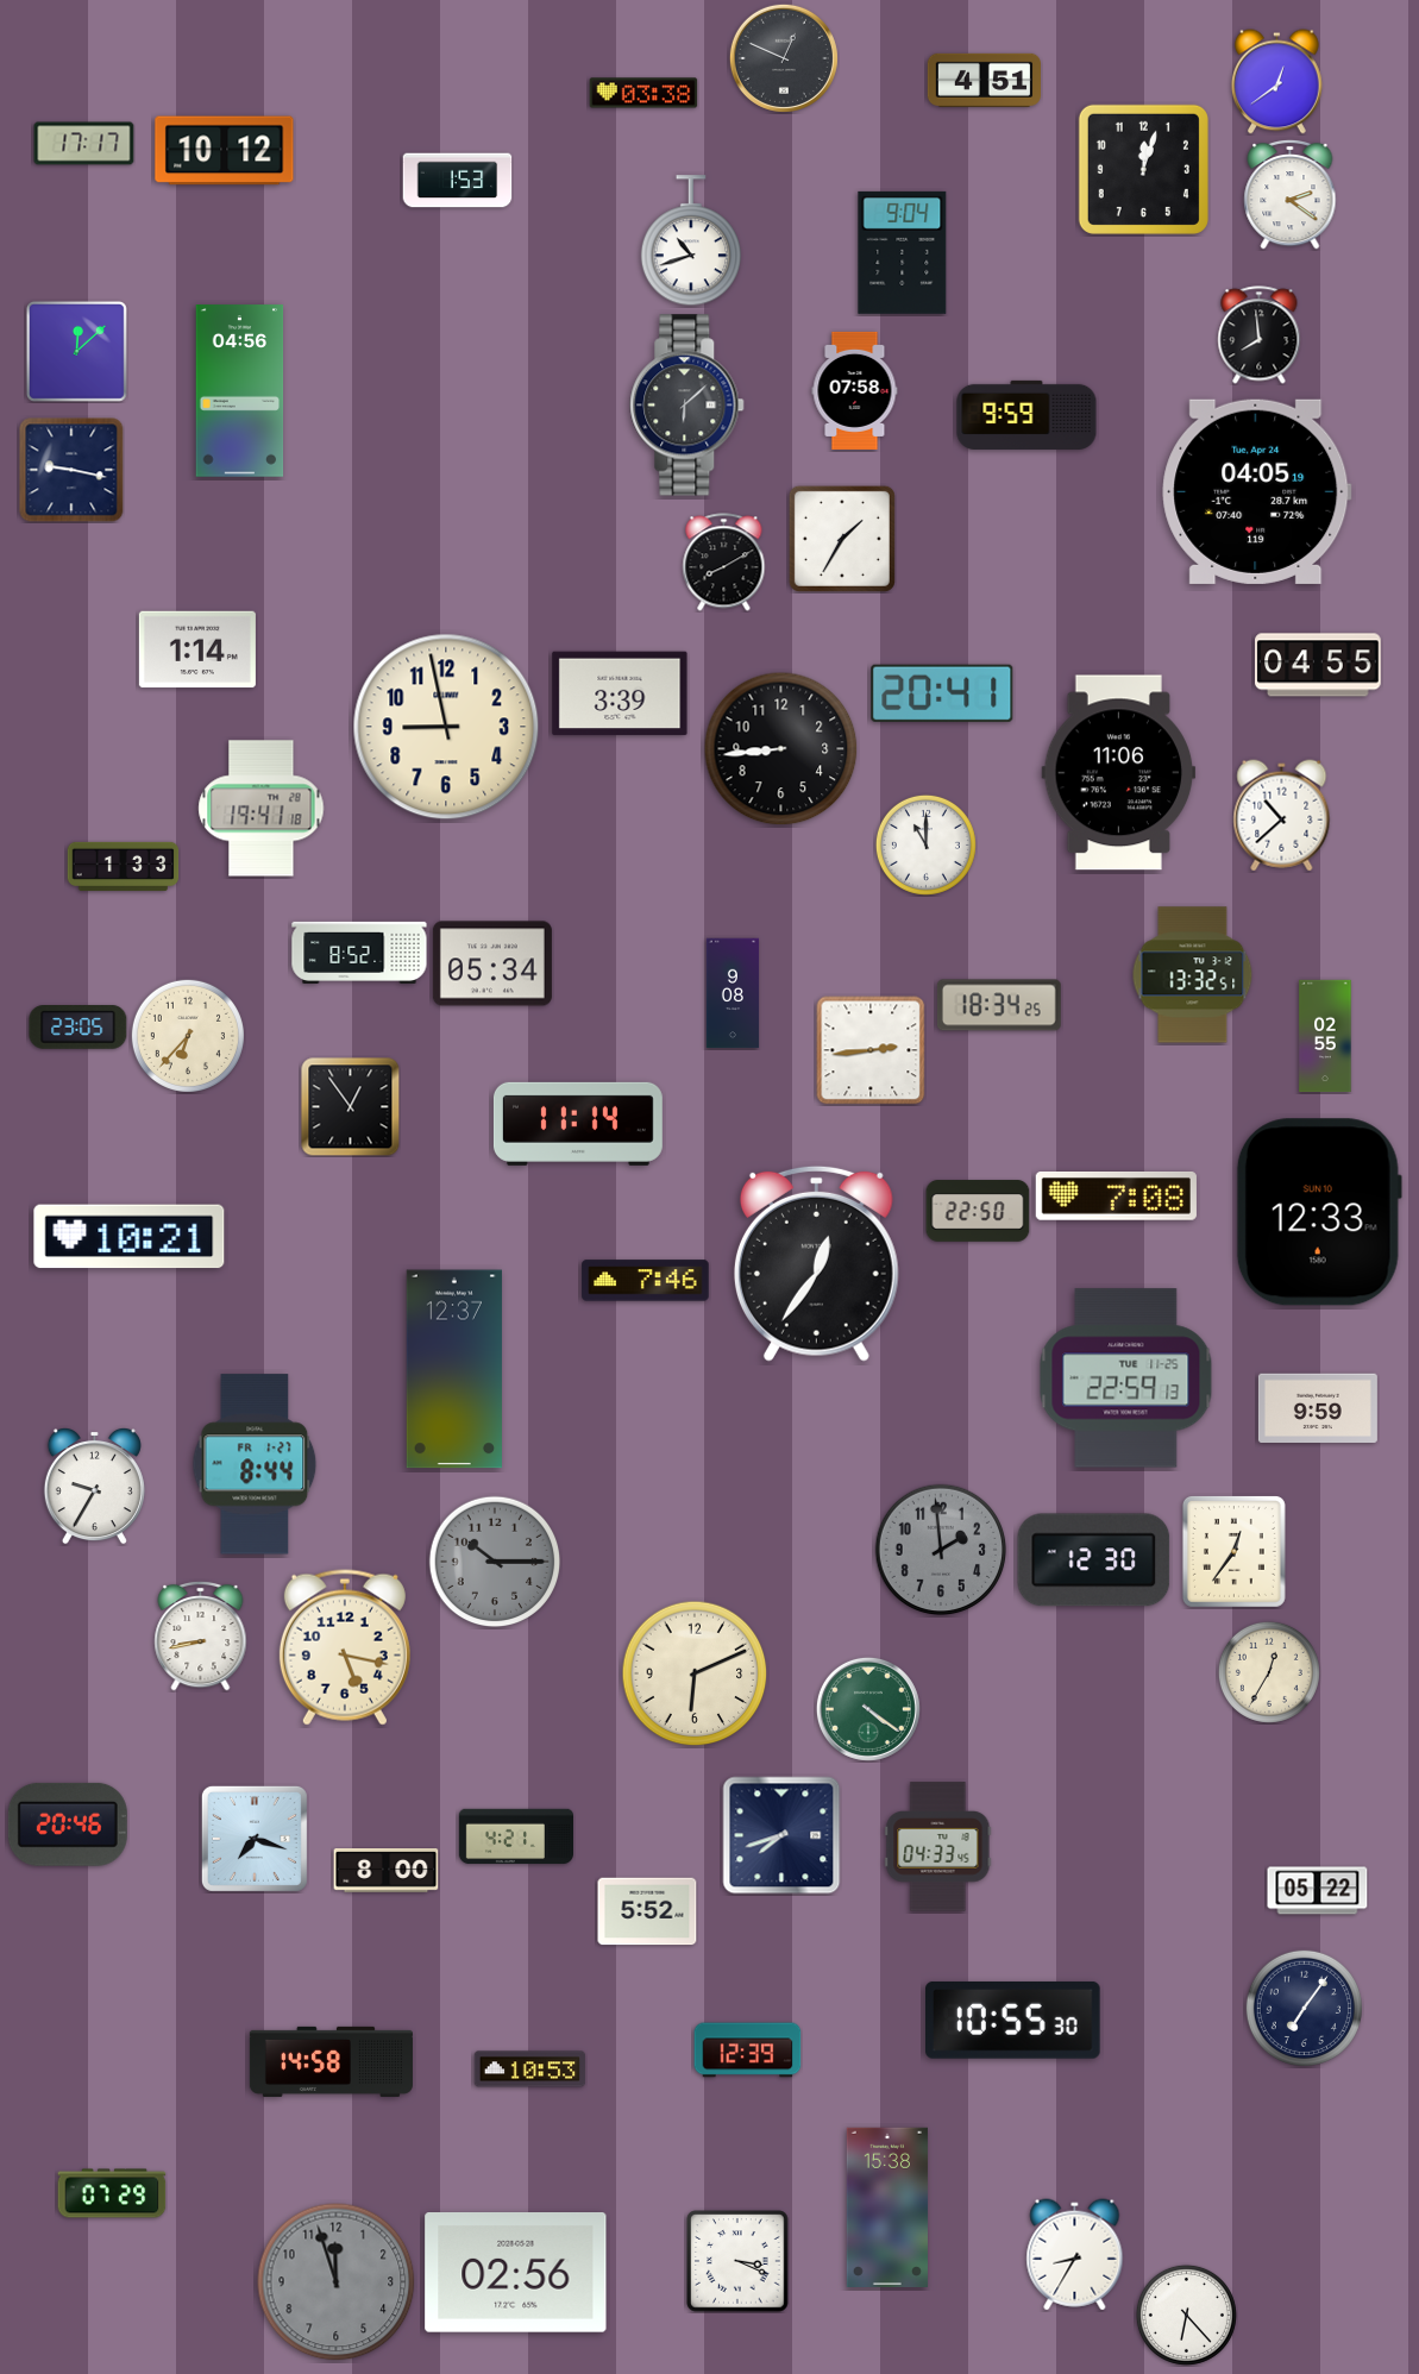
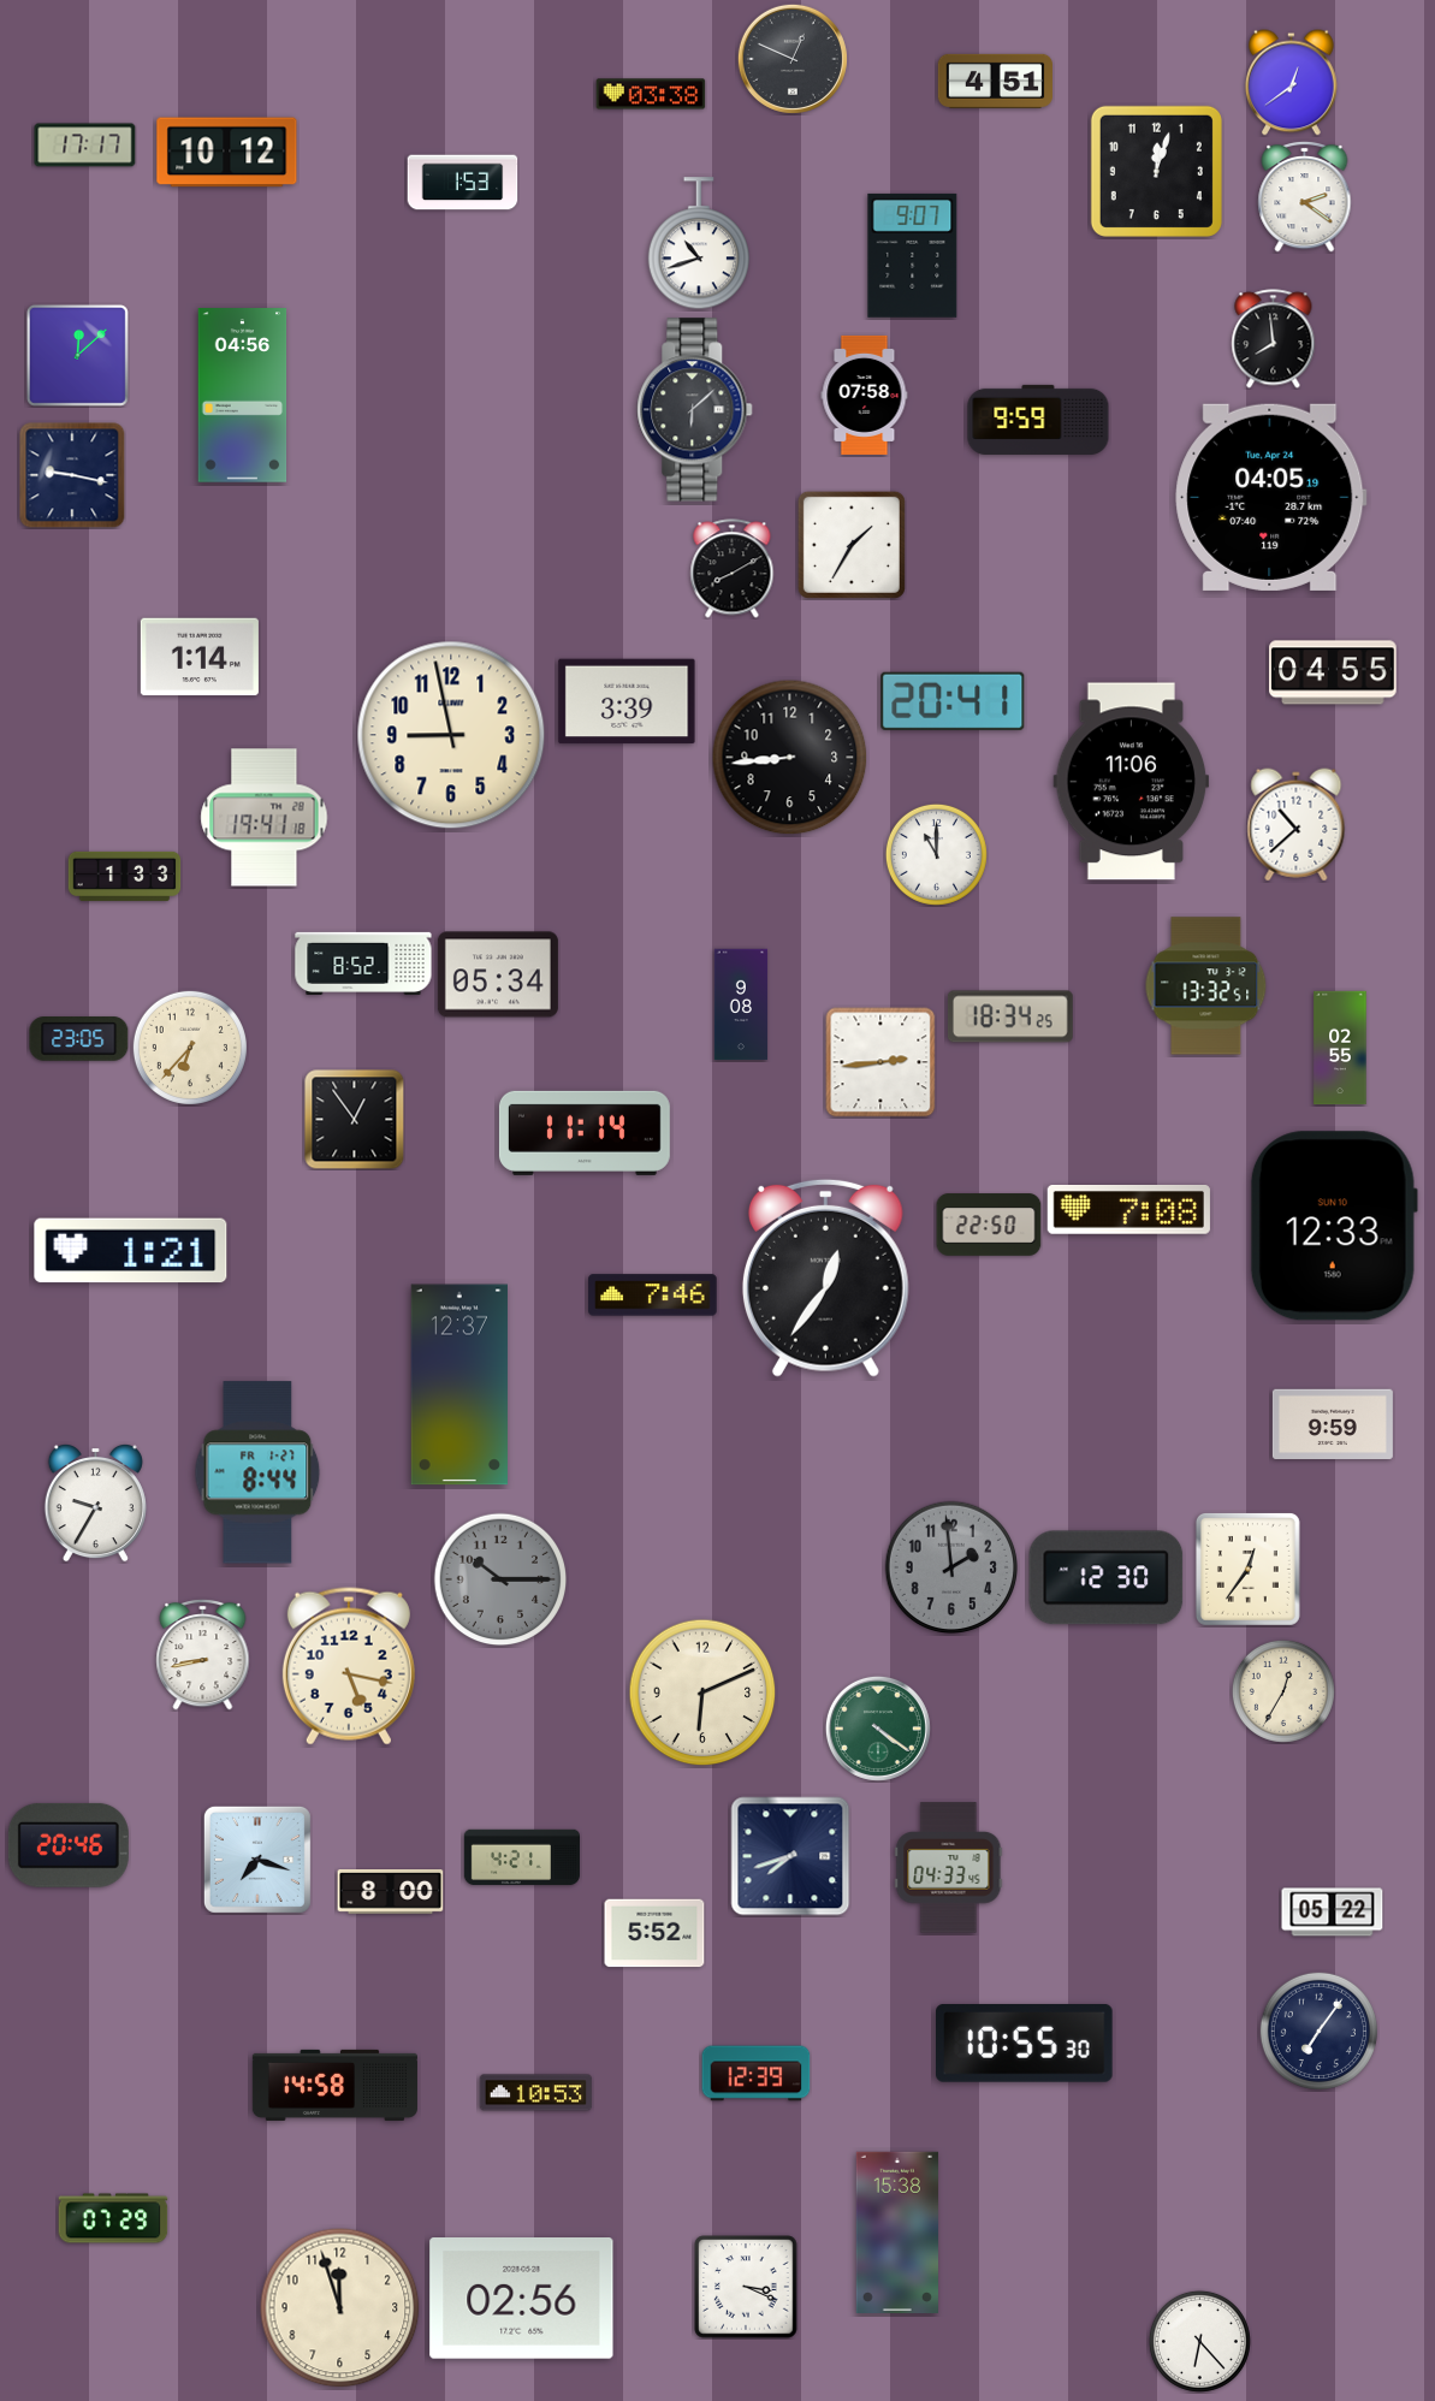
clock at (903, 252): 9:04 -> 9:07
clock at (578, 1124) position: (578, 1124) -> (585, 1133)
clock at (130, 1237): 10:21 -> 1:21
clock at (1126, 1378): 22:59 -> none
clock at (255, 1464) position: (255, 1464) -> (257, 1472)
clock at (1075, 2255): 8:35 -> none
clock at (337, 2282) dial: grey -> cream
